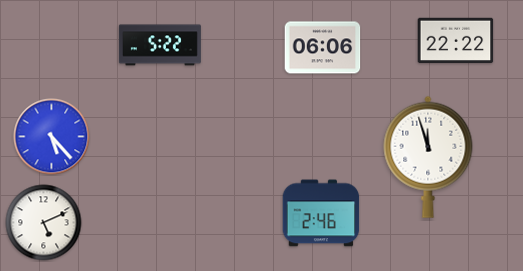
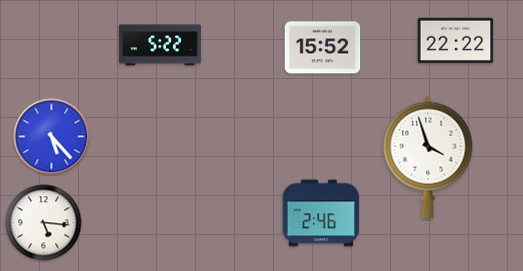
clock at (323, 48): 06:06 -> 15:52
clock at (428, 157): 11:57 -> 3:57
clock at (44, 223): 5:11 -> 5:16
